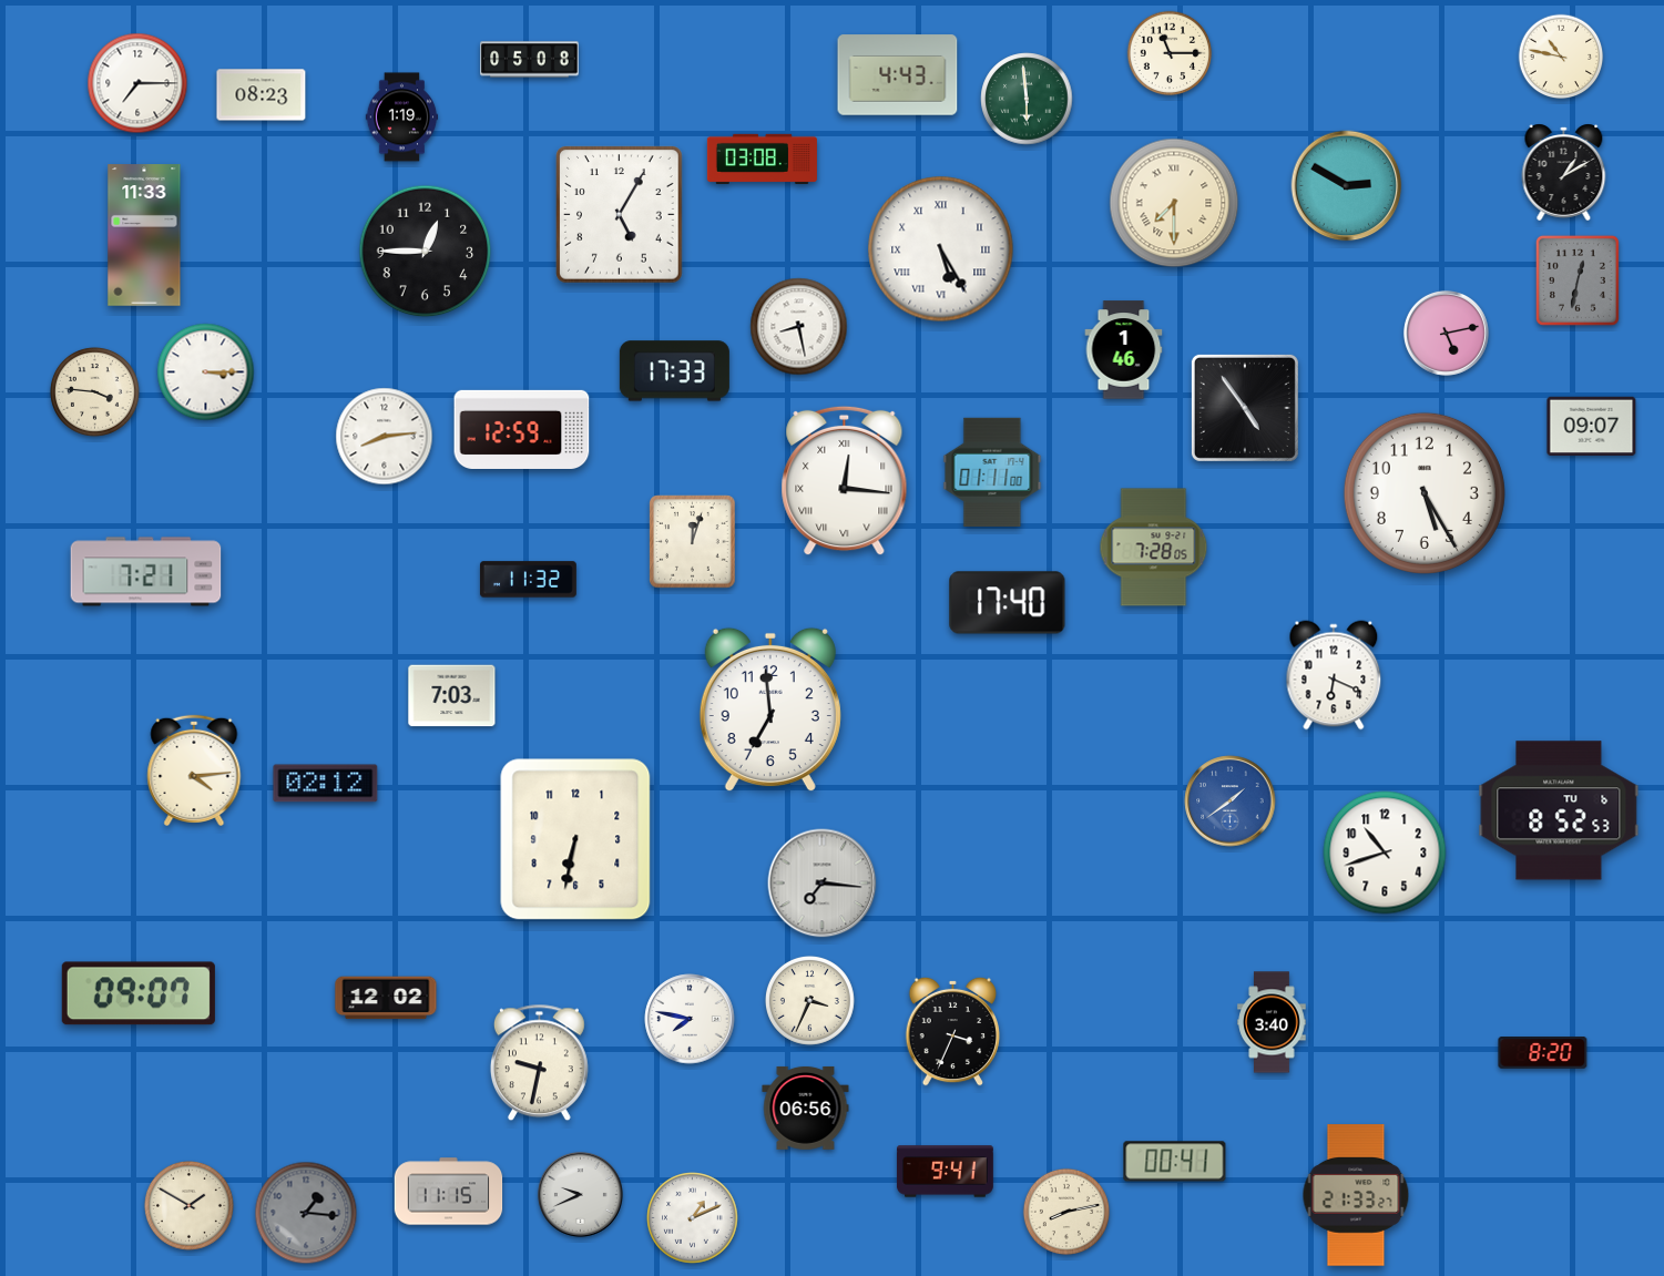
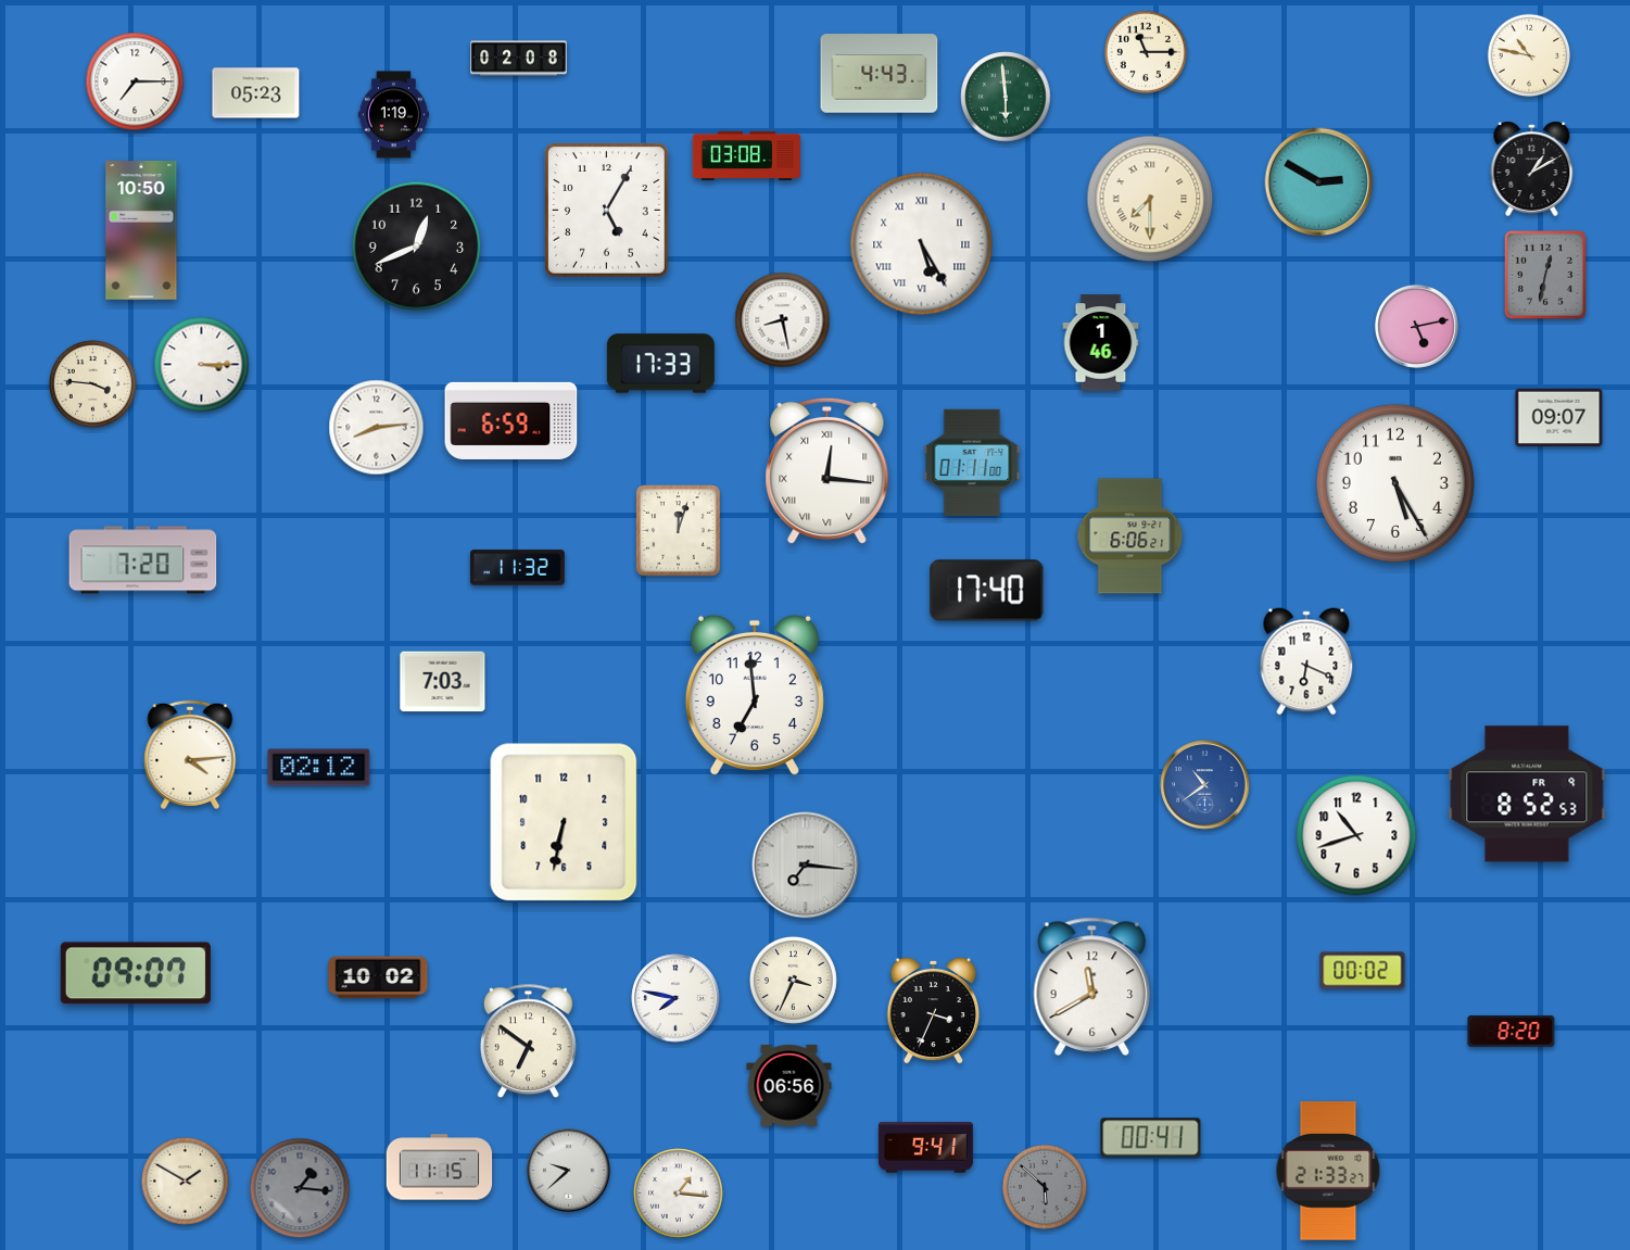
clock at (530, 60): 05:08 -> 02:08
clock at (262, 95): 08:23 -> 05:23
clock at (144, 235): 11:33 -> 10:50
clock at (426, 252): 12:45 -> 12:41
clock at (1245, 408): 4:54 -> none
clock at (522, 429): 12:59 -> 6:59
clock at (1154, 548): 7:28 -> 6:06
clock at (146, 572): 7:21 -> 7:20
clock at (1231, 802): 1:39 -> 10:39
clock at (1559, 810) date: TU 6 -> FR 9
clock at (1363, 971): none -> 00:02
clock at (386, 998): 12:02 -> 10:02
clock at (1092, 986): none -> 11:40
clock at (1272, 1022): 3:40 -> none
clock at (539, 1063): 9:32 -> 6:51
clock at (580, 1194): 9:41 -> 9:38
clock at (1066, 1212): 8:13 -> 5:52
clock at (1066, 1212) dial: cream -> grey
clock at (693, 1218): 1:11 -> 1:16
